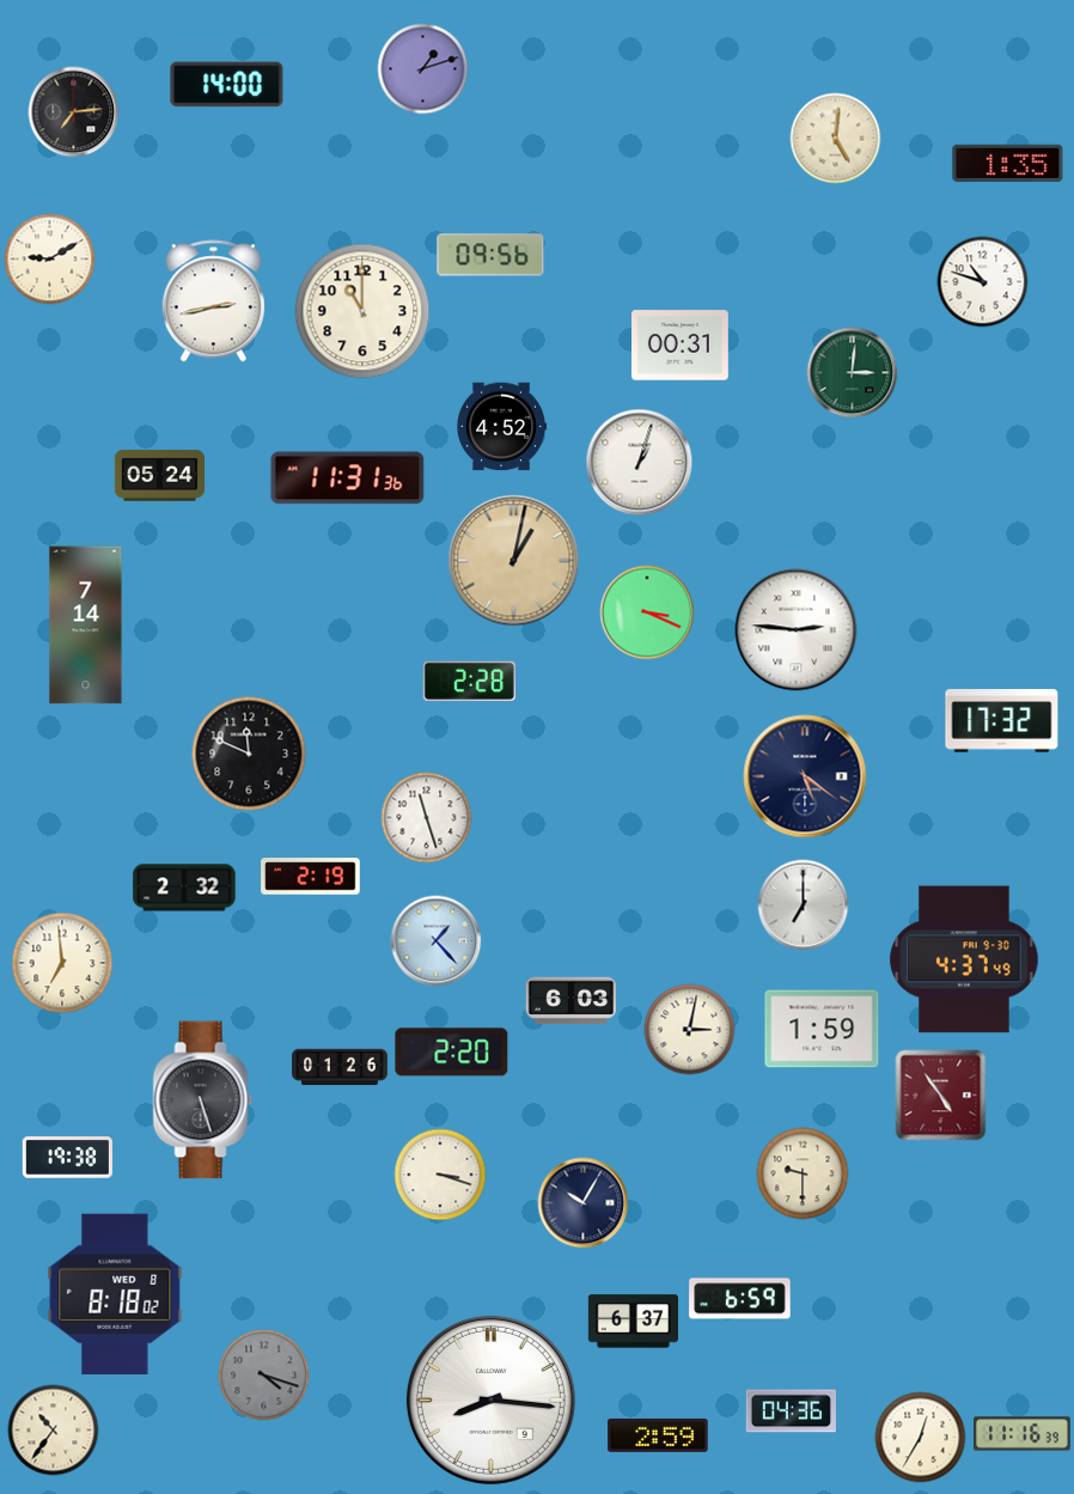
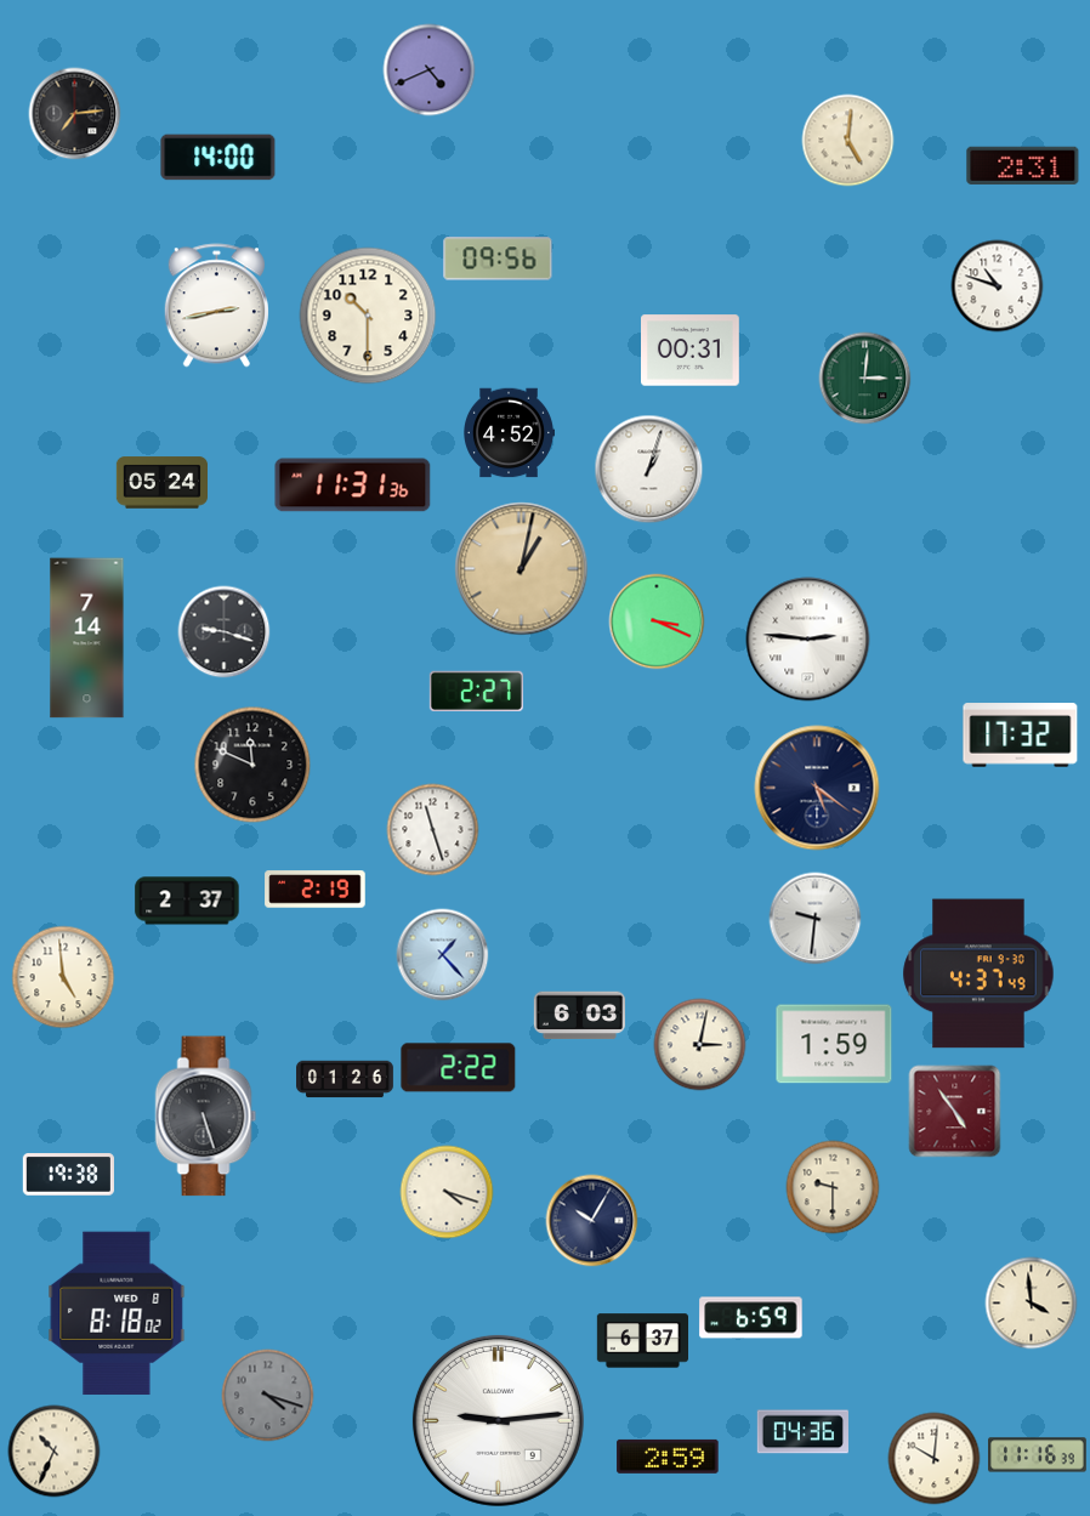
clock at (423, 69): 1:12 -> 4:41
clock at (227, 85) position: (227, 85) -> (218, 158)
clock at (1008, 163): 1:35 -> 2:31
clock at (50, 260): 9:10 -> none
clock at (362, 311): 11:00 -> 10:30
clock at (225, 632): none -> 9:18
clock at (86, 626) position: (86, 626) -> (87, 638)
clock at (469, 681): 2:28 -> 2:27
clock at (1002, 721) position: (1002, 721) -> (1021, 736)
clock at (184, 888): 2:32 -> 2:37
clock at (804, 905): 7:00 -> 9:31
clock at (62, 963): 6:59 -> 4:59
clock at (452, 1053): 2:20 -> 2:22
clock at (341, 1067) position: (341, 1067) -> (346, 1079)
clock at (803, 1173) position: (803, 1173) -> (833, 1187)
clock at (440, 1175): 3:18 -> 4:18
clock at (1032, 1304): none -> 3:59
clock at (490, 1400): 8:16 -> 9:14
clock at (54, 1431): 10:36 -> 10:34
clock at (921, 1438): 12:35 -> 10:01
